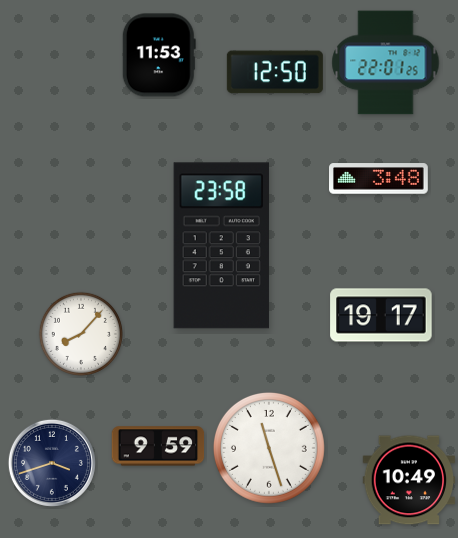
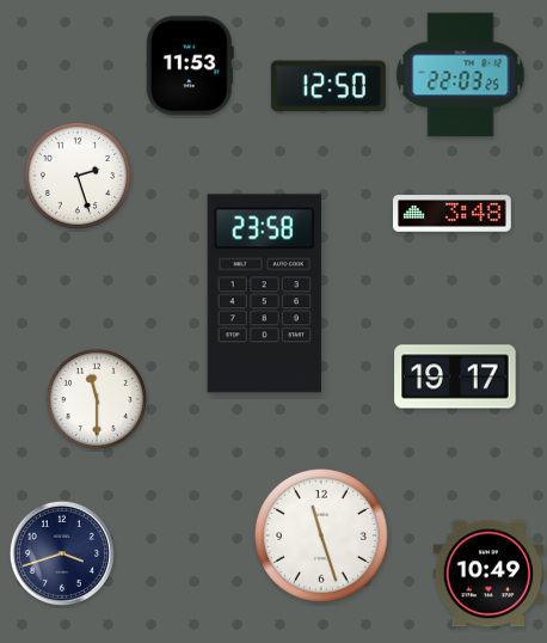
clock at (386, 63): 22:01 -> 22:03
clock at (78, 176): none -> 2:27
clock at (81, 334): 8:07 -> 11:30
clock at (158, 446): 9:59 -> none
